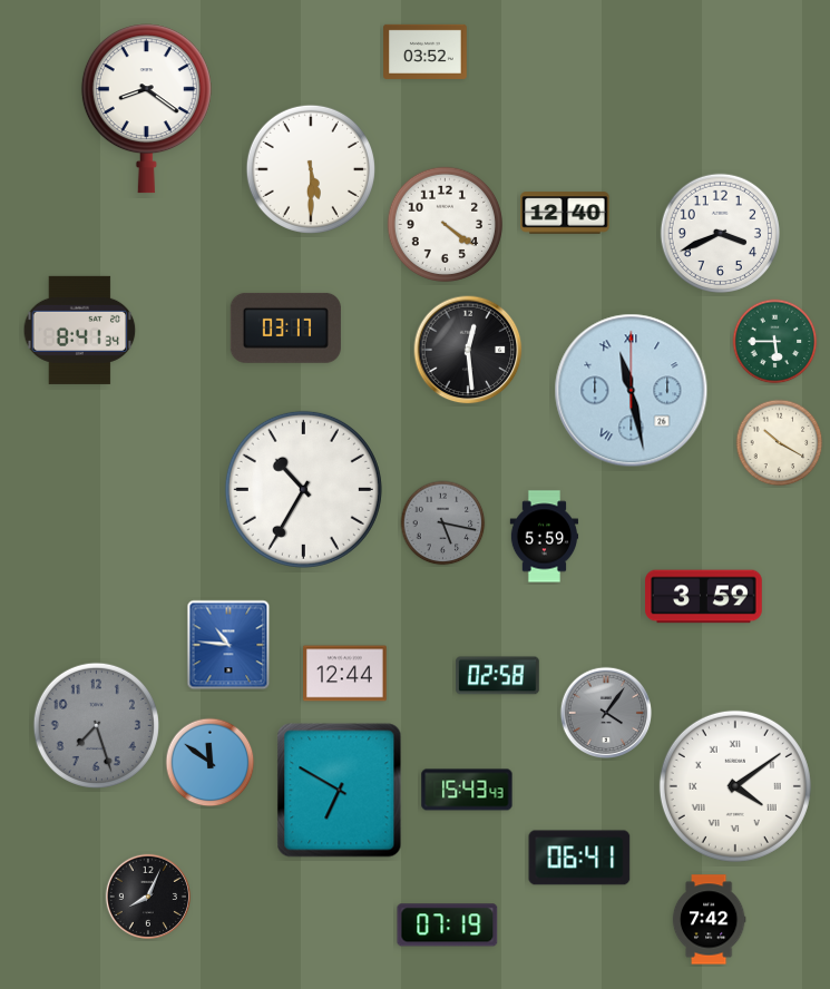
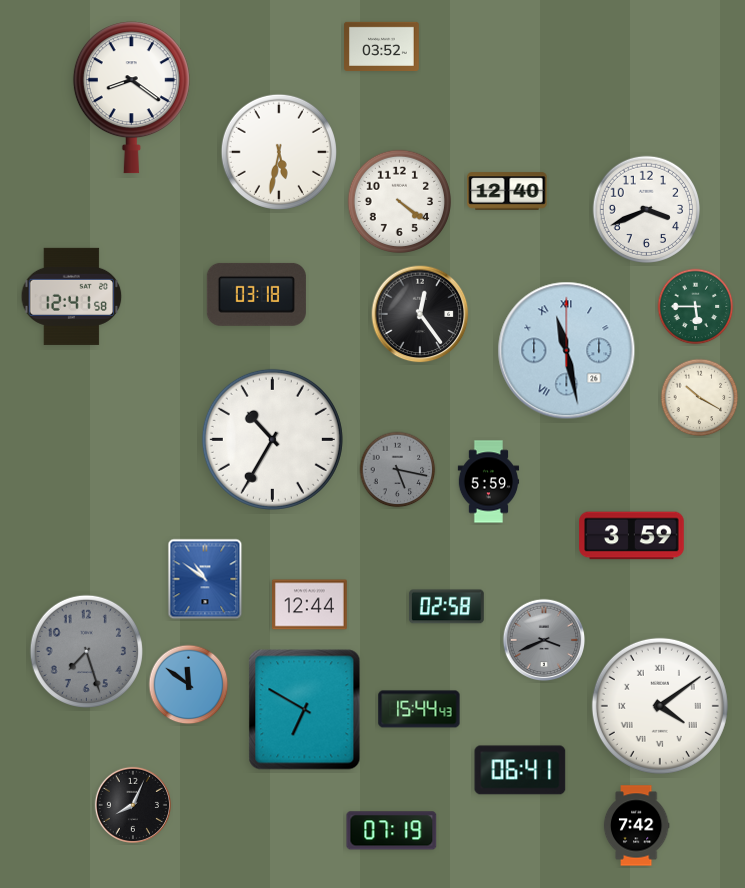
clock at (311, 169): 5:30 -> 5:32
clock at (285, 327): 03:17 -> 03:18
clock at (80, 330): 8:41 -> 12:41
clock at (468, 350): 12:29 -> 12:24
clock at (228, 645): 10:46 -> 10:51
clock at (606, 713): 4:06 -> 3:41
clock at (467, 790): 15:43 -> 15:44
clock at (448, 926) position: (448, 926) -> (392, 831)
